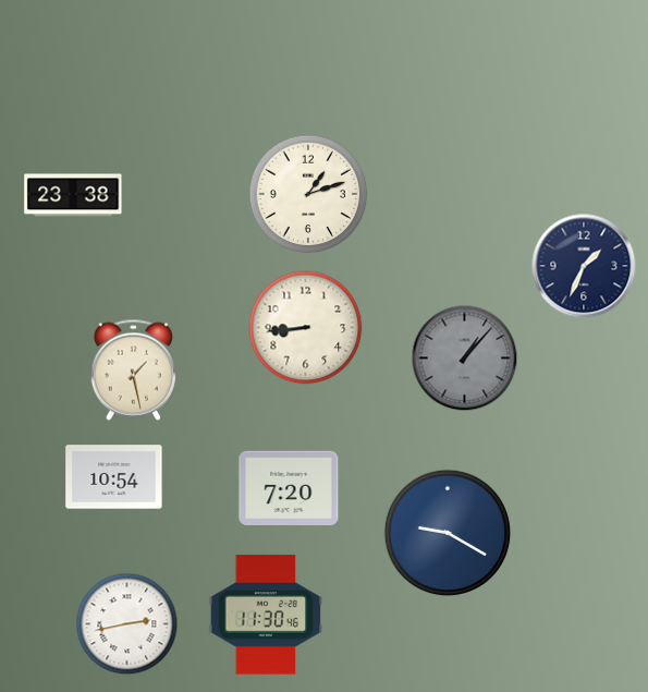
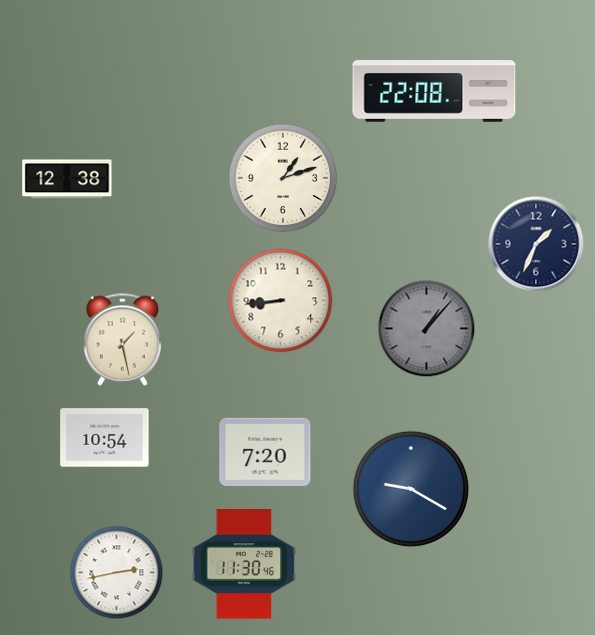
clock at (434, 91): none -> 22:08
clock at (73, 195): 23:38 -> 12:38
clock at (289, 487) position: (289, 487) -> (265, 451)
